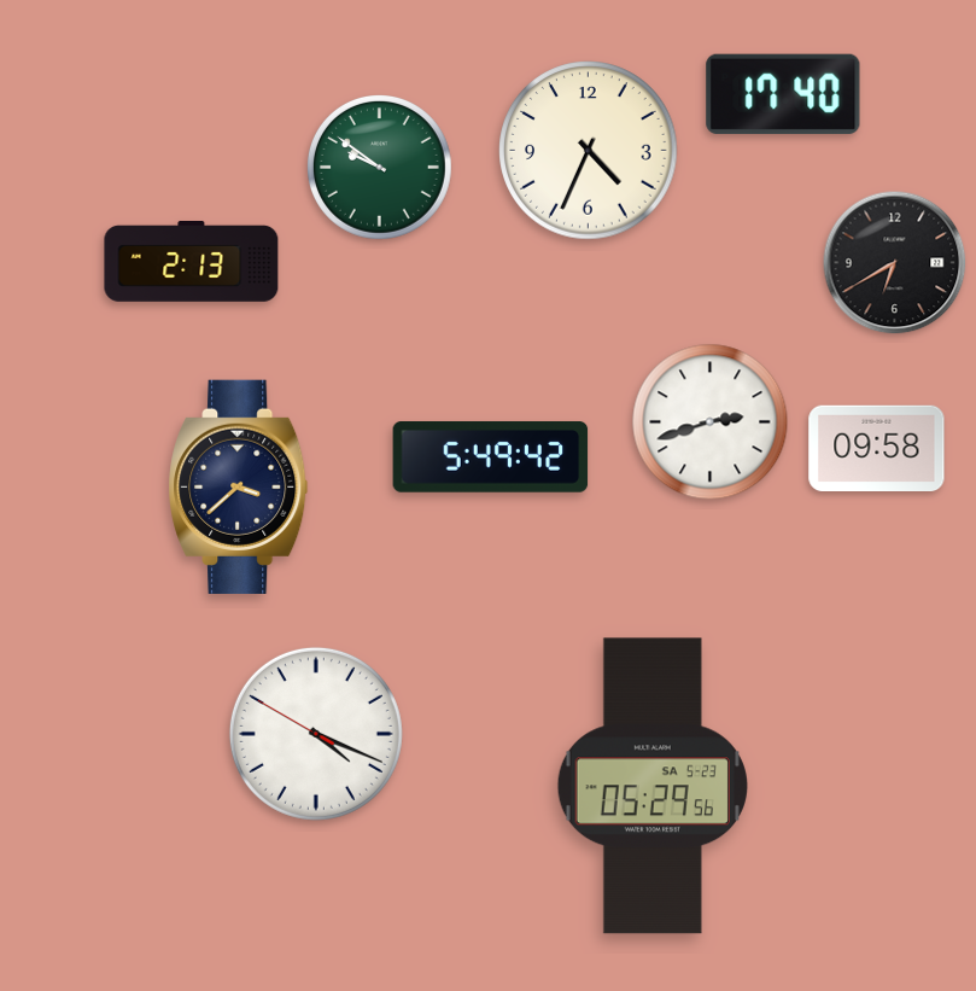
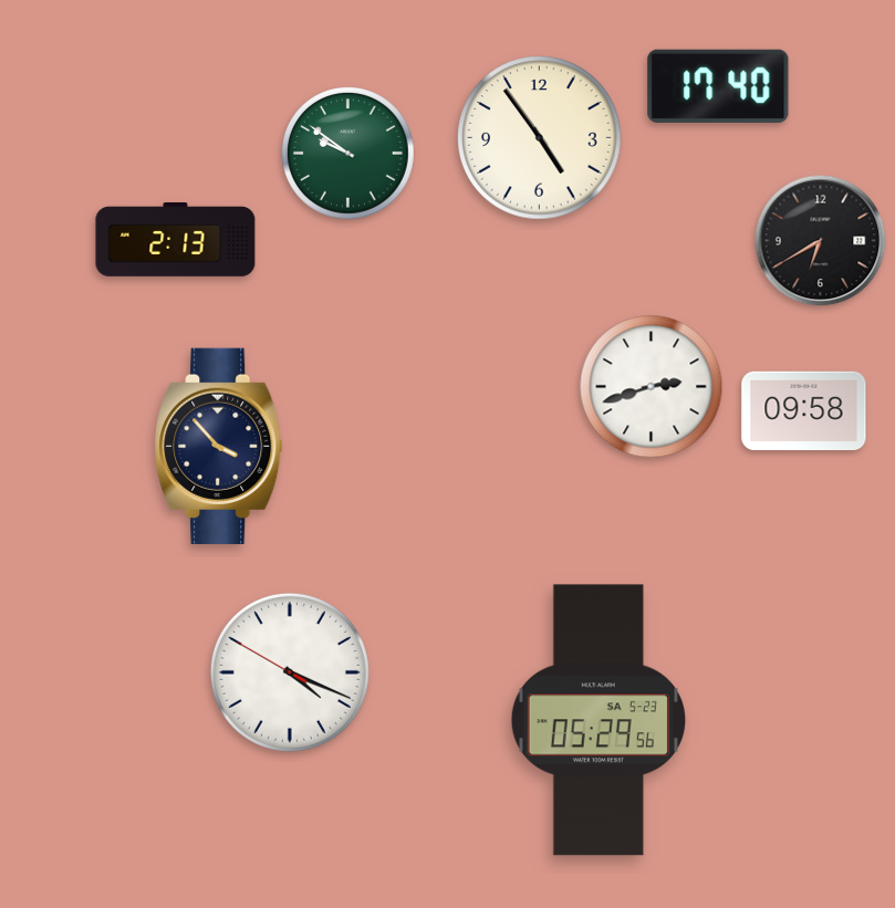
clock at (589, 151): 4:34 -> 4:54
clock at (491, 457): 5:49 -> none
clock at (239, 486): 3:38 -> 3:53
